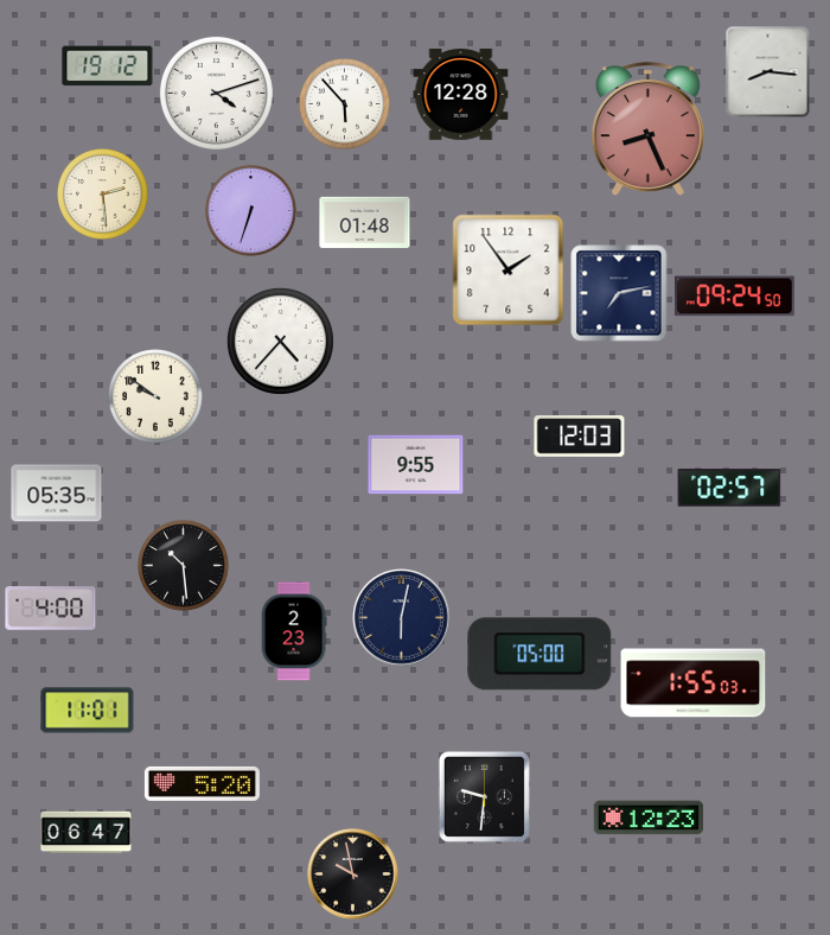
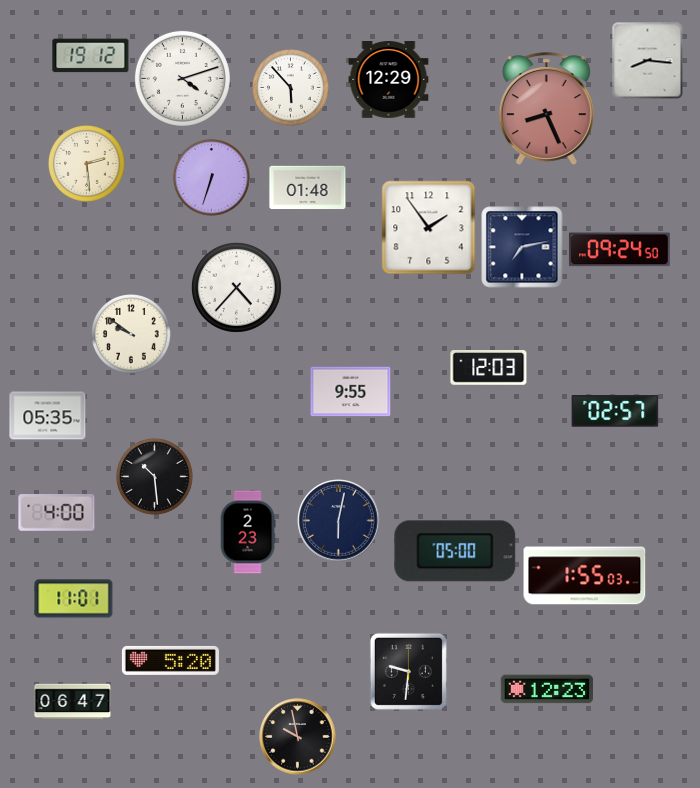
clock at (461, 95): 12:28 -> 12:29
clock at (51, 609) position: (51, 609) -> (57, 513)
